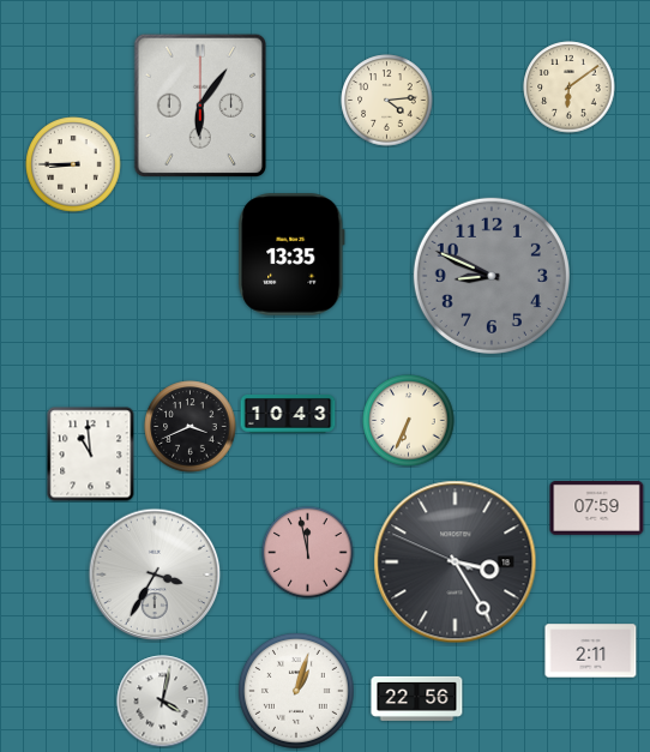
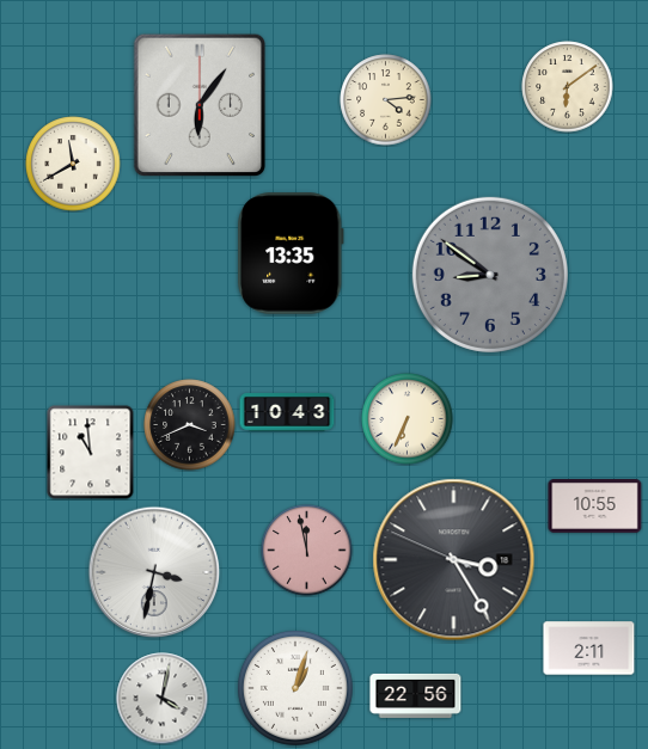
clock at (73, 164): 8:45 -> 11:40
clock at (492, 276): 8:49 -> 8:51
clock at (597, 509): 07:59 -> 10:55
clock at (155, 574): 3:35 -> 3:32
